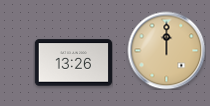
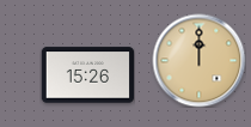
clock at (73, 63): 13:26 -> 15:26
